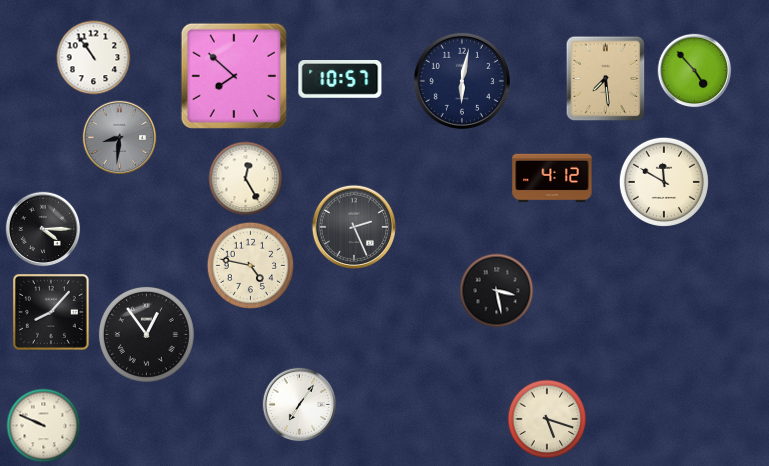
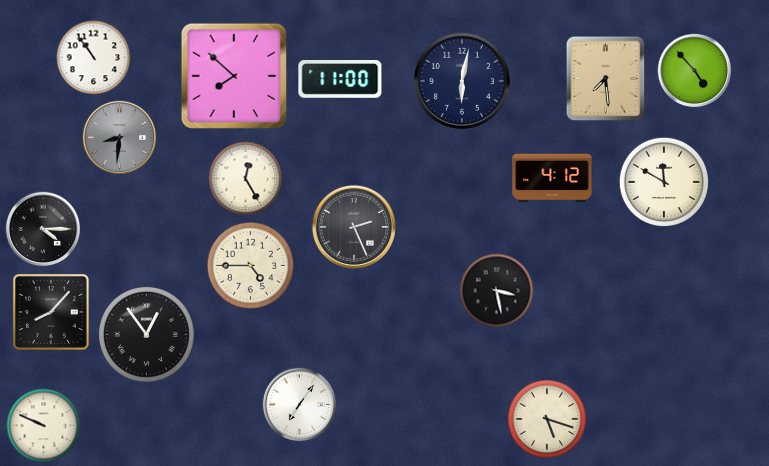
clock at (340, 80): 10:57 -> 11:00
clock at (250, 265): 4:47 -> 4:45
